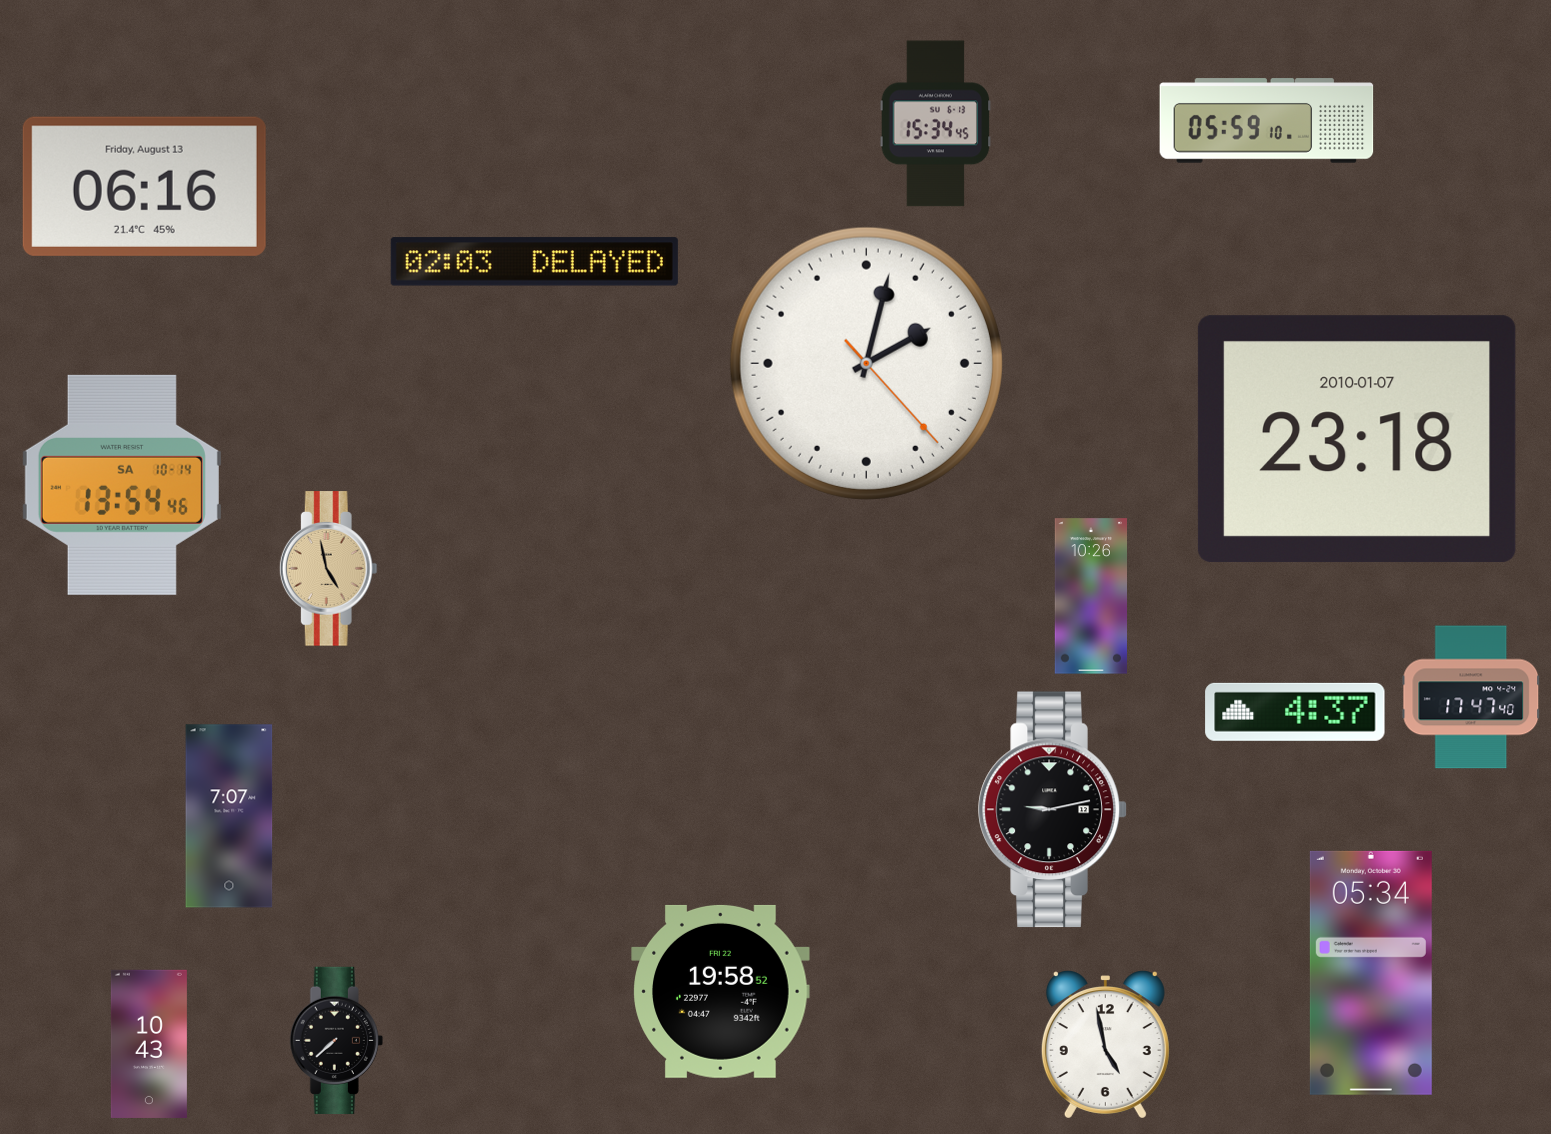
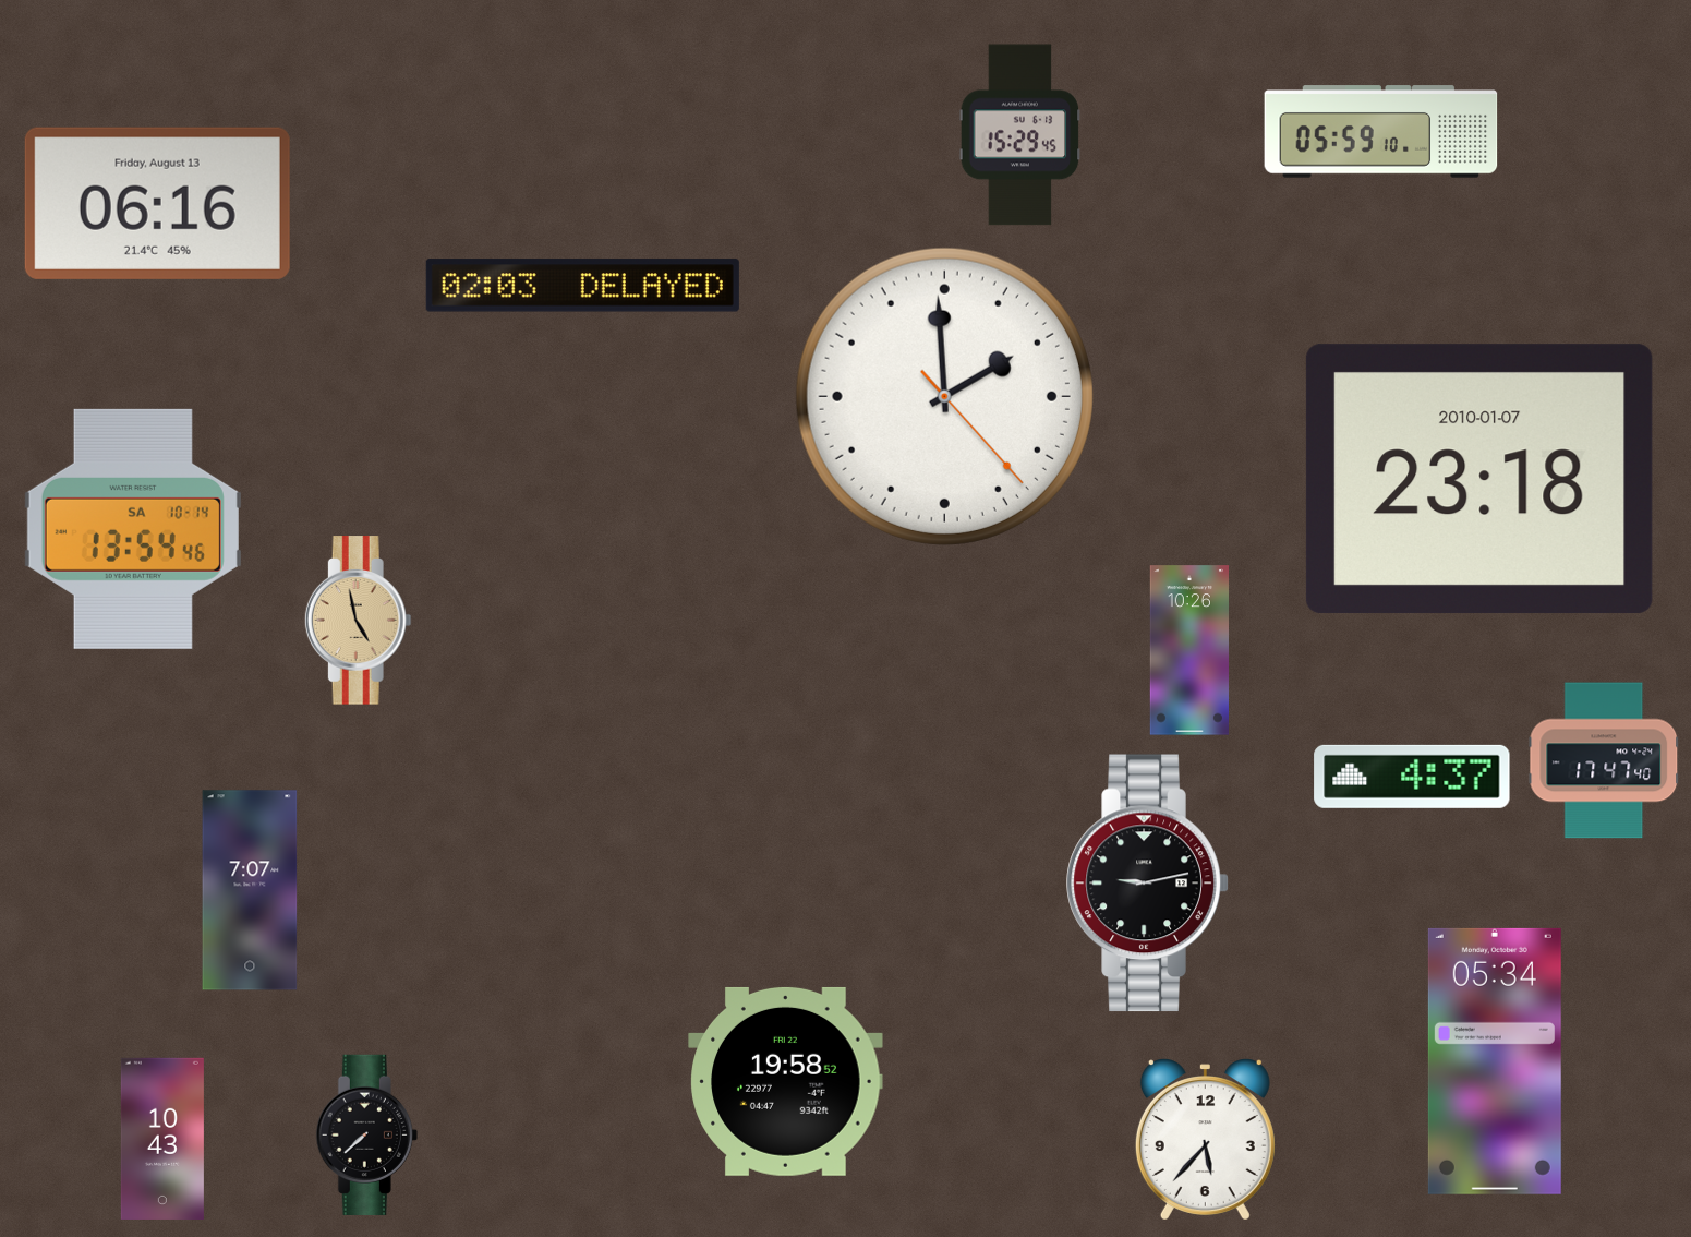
clock at (936, 124): 15:34 -> 15:29
clock at (866, 363): 2:02 -> 1:59
clock at (1105, 1045): 4:58 -> 5:37
